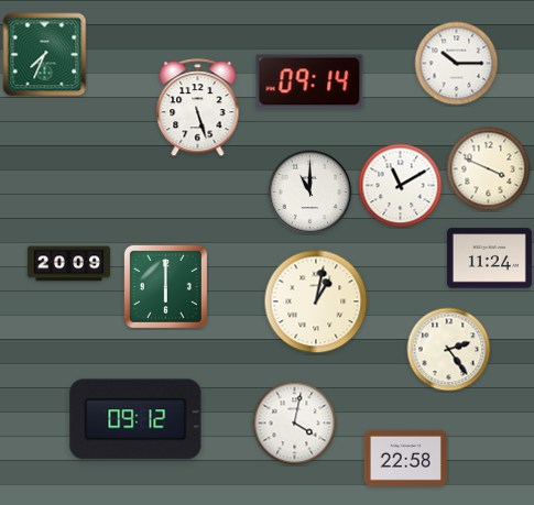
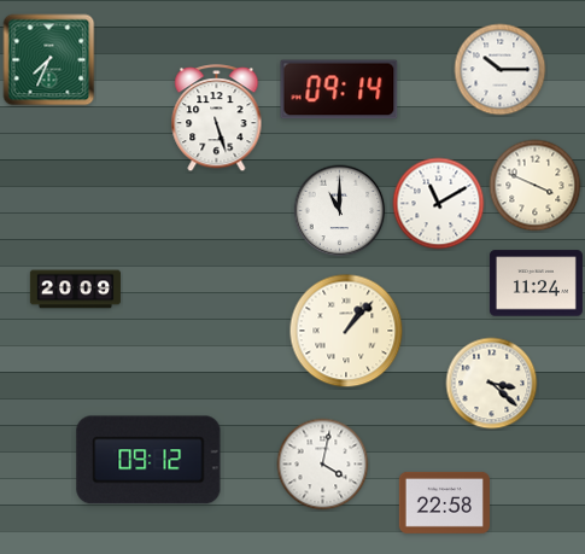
clock at (165, 286): 6:00 -> none
clock at (316, 301): 1:02 -> 1:07
clock at (449, 350): 2:24 -> 3:22
